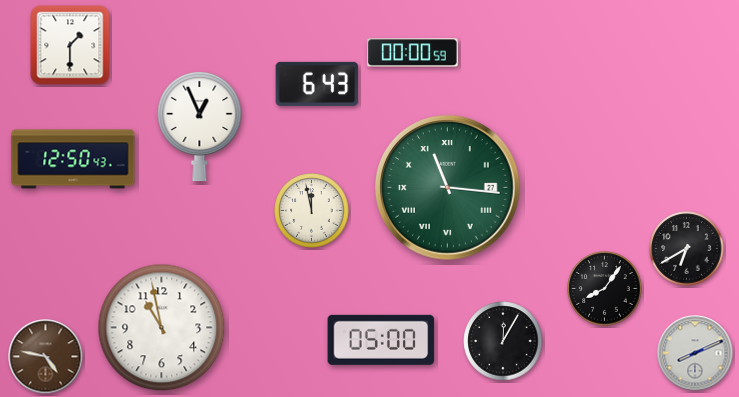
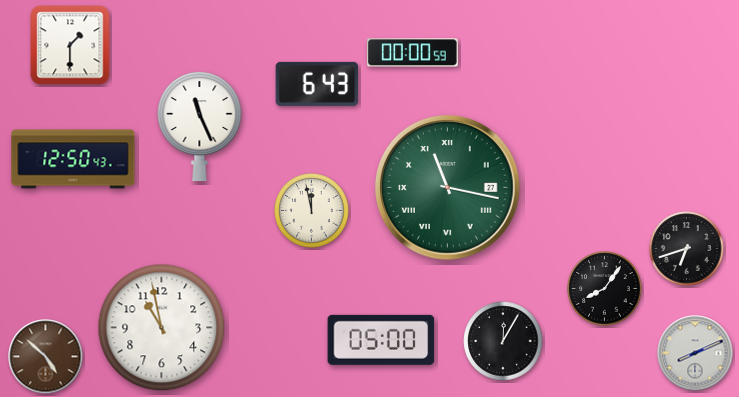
clock at (200, 126): 12:56 -> 11:26
clock at (448, 188): 11:16 -> 11:17
clock at (687, 249): 6:40 -> 6:42
clock at (46, 357): 4:47 -> 4:52
